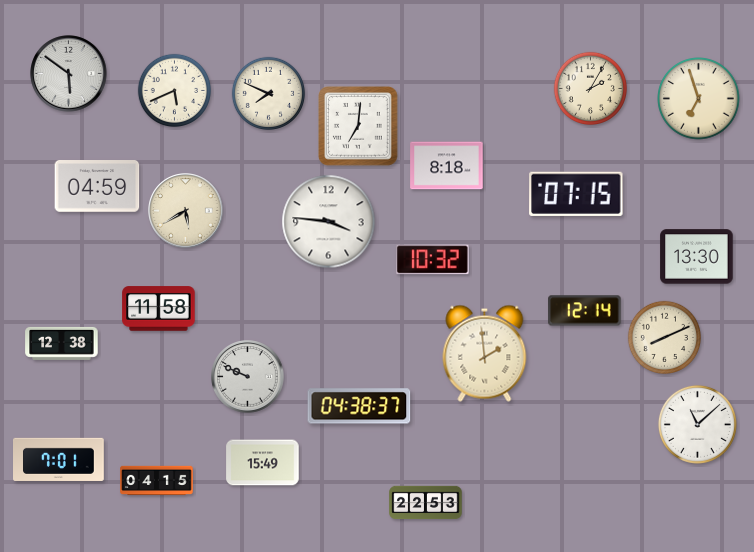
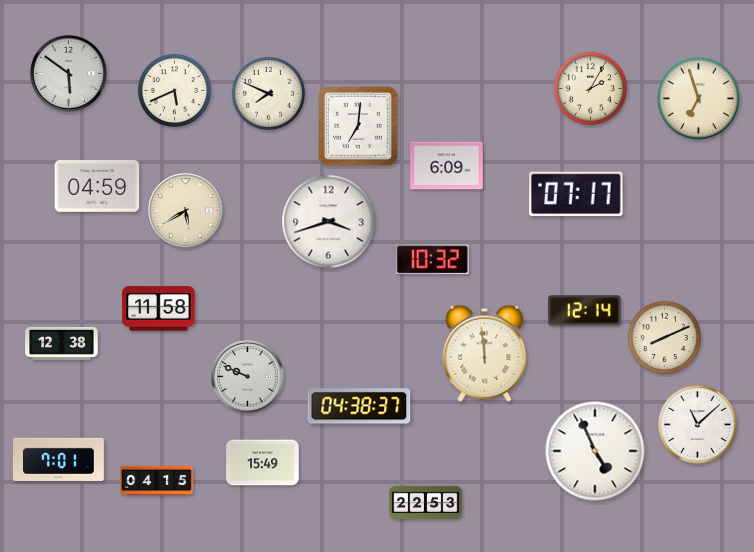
clock at (447, 166): 8:18 -> 6:09
clock at (576, 194): 07:15 -> 07:17
clock at (329, 222): 3:46 -> 3:42
clock at (697, 257): 13:30 -> none
clock at (485, 353): 1:59 -> 11:59
clock at (595, 451): none -> 4:56
